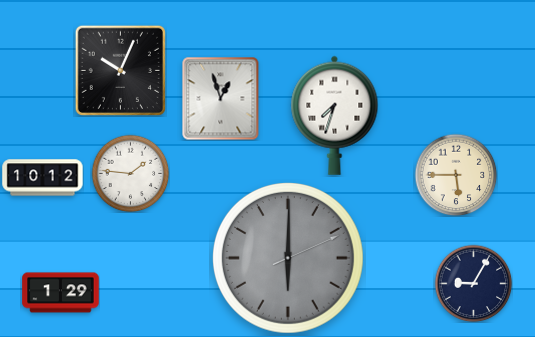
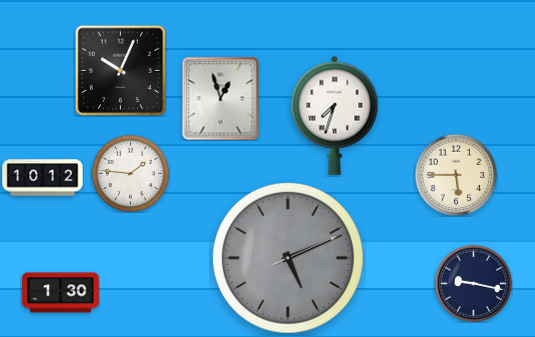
clock at (288, 258): 6:00 -> 5:11
clock at (473, 283): 9:05 -> 9:17
clock at (61, 293): 1:29 -> 1:30
